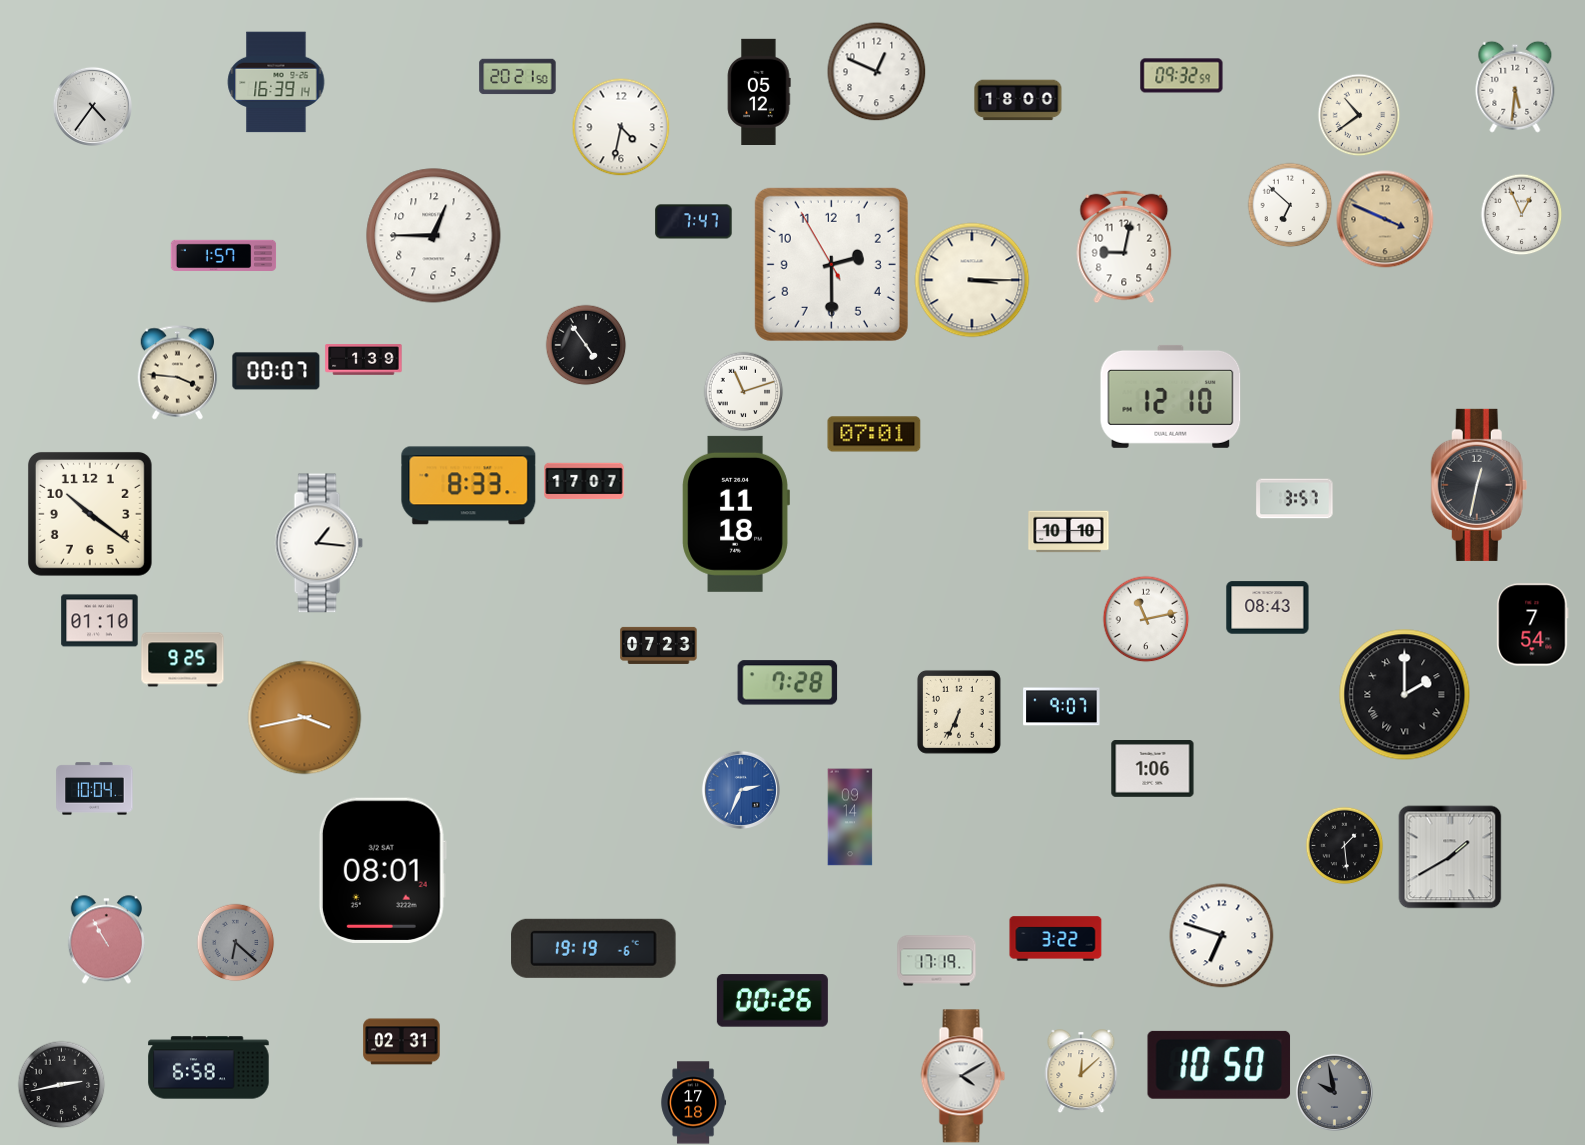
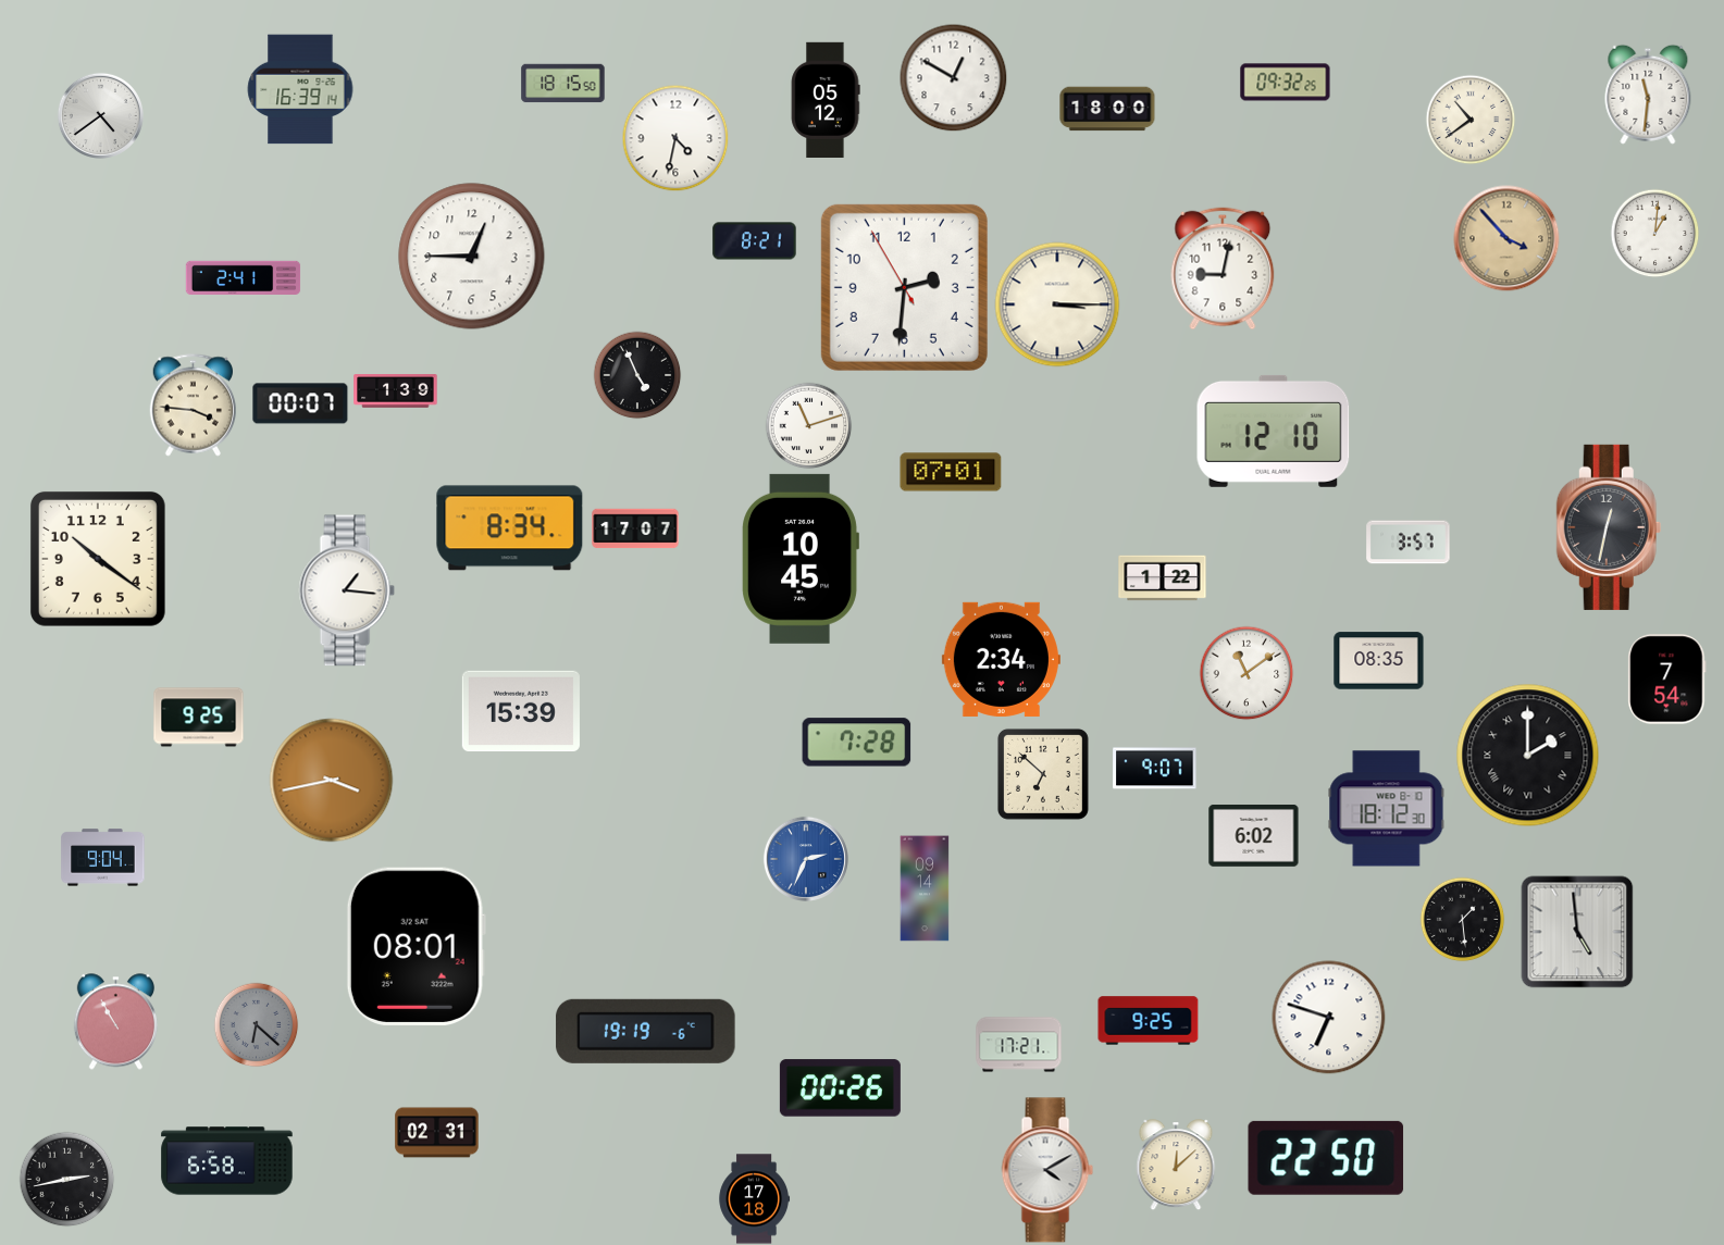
clock at (877, 72): 12:49 -> 12:50
clock at (1182, 76): 09:32:59 -> 09:32:25
clock at (518, 77): 20:21 -> 18:15
clock at (1515, 87): 5:31 -> 11:31
clock at (92, 106): 4:36 -> 4:39
clock at (1359, 115) position: (1359, 115) -> (1471, 120)
clock at (1290, 205): 6:52 -> none
clock at (1521, 214): 12:56 -> 1:01
clock at (1385, 219): 3:49 -> 3:53
clock at (694, 222): 7:47 -> 8:21
clock at (224, 255): 1:57 -> 2:41
clock at (831, 264): 2:29 -> 2:30
clock at (586, 345): 4:54 -> 4:56
clock at (584, 481) position: (584, 481) -> (635, 528)
clock at (469, 486): 8:33 -> 8:34
clock at (736, 514): 11:18 -> 10:45
clock at (1069, 532): 10:10 -> 1:22
clock at (1001, 659): none -> 2:34
clock at (1268, 608): 08:43 -> 08:35
clock at (1146, 619): 11:13 -> 11:09
clock at (100, 621): 01:10 -> none
clock at (659, 645): 07:23 -> none
clock at (521, 711): none -> 15:39
clock at (959, 712): 6:34 -> 6:52
clock at (1387, 809): none -> 18:12
clock at (1153, 769): 1:06 -> 6:02
clock at (95, 789): 10:04 -> 9:04
clock at (1450, 857): 1:40 -> 4:59
clock at (1056, 939): 3:22 -> 9:25
clock at (937, 961): 17:19 -> 17:21
clock at (1219, 1065): 10:50 -> 22:50
clock at (1334, 1092): 9:58 -> none
